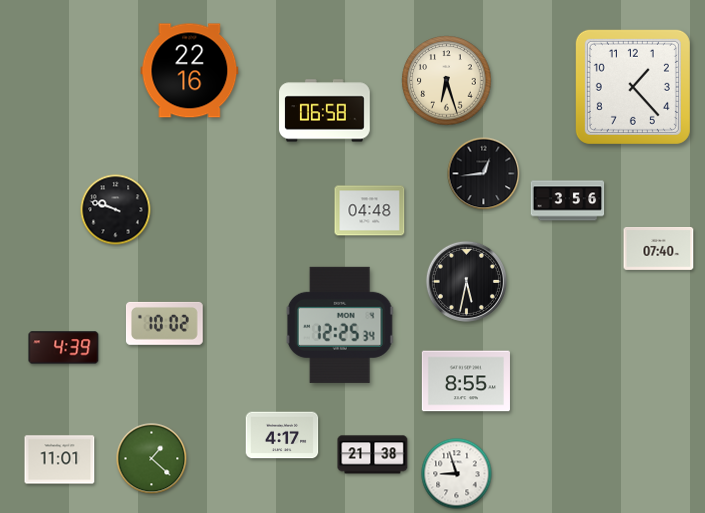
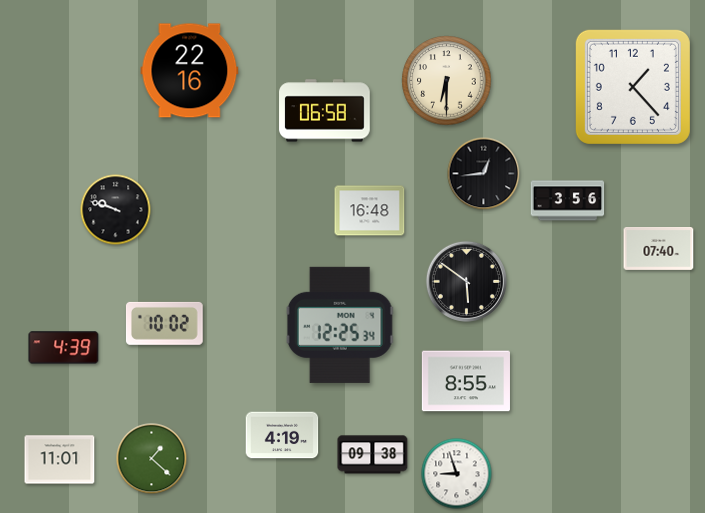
clock at (447, 81): 6:27 -> 6:30
clock at (370, 211): 04:48 -> 16:48
clock at (466, 281): 5:32 -> 5:51
clock at (282, 435): 4:17 -> 4:19
clock at (373, 455): 21:38 -> 09:38
